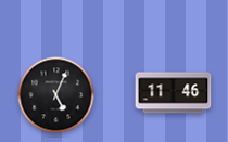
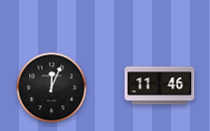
clock at (56, 95): 5:04 -> 12:04
